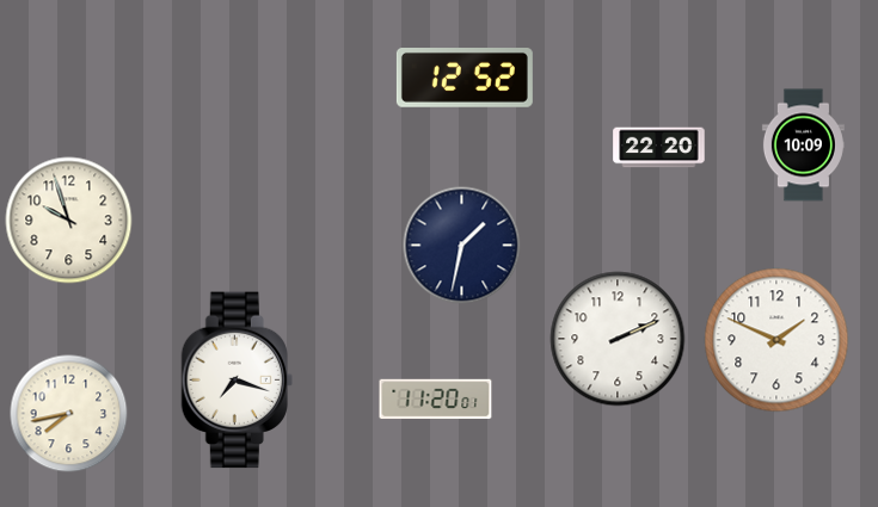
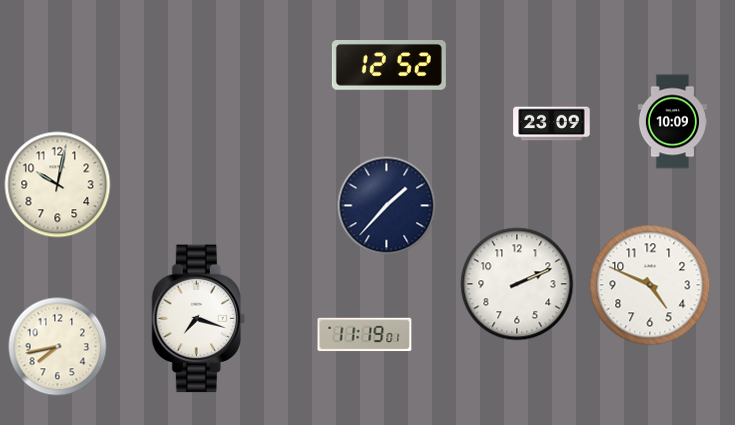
clock at (659, 148): 22:20 -> 23:09
clock at (69, 221): 9:57 -> 10:02
clock at (462, 246): 1:32 -> 1:37
clock at (776, 340): 1:49 -> 4:49
clock at (436, 400): 11:20 -> 11:19
